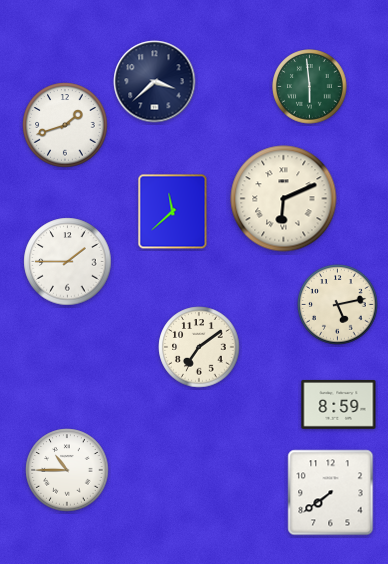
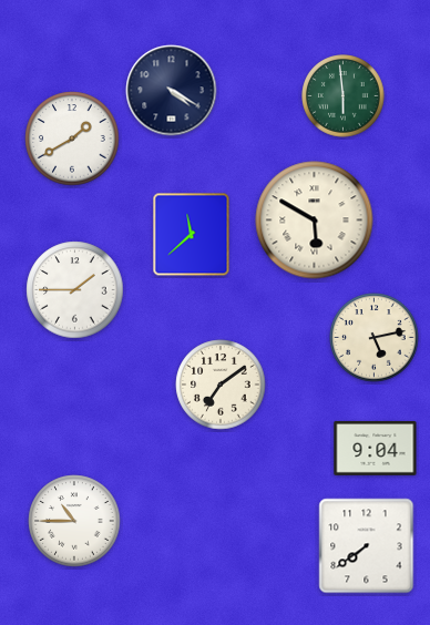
clock at (155, 82): 3:38 -> 4:20
clock at (65, 125): 1:42 -> 1:40
clock at (284, 199): 6:11 -> 5:50
clock at (339, 404): 8:59 -> 9:04
